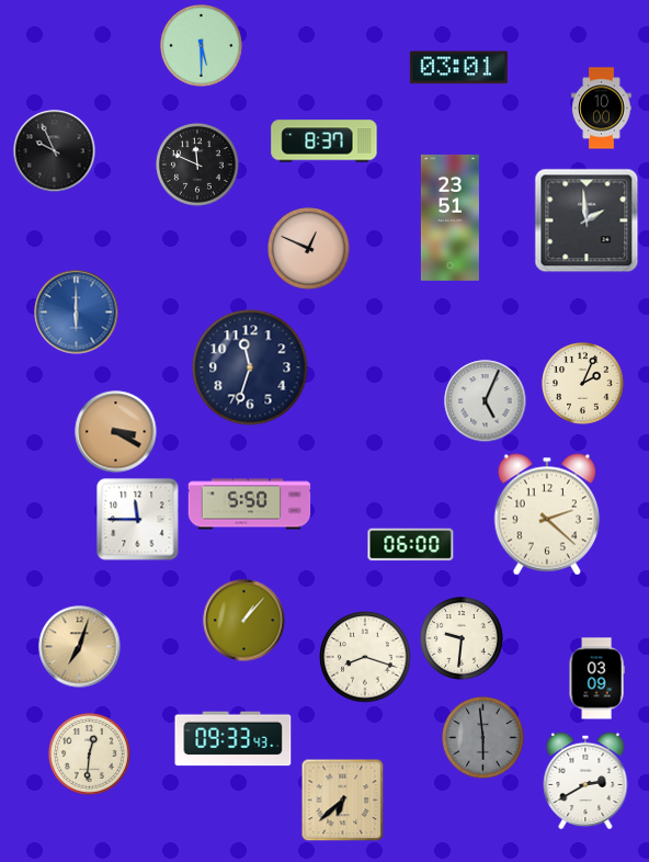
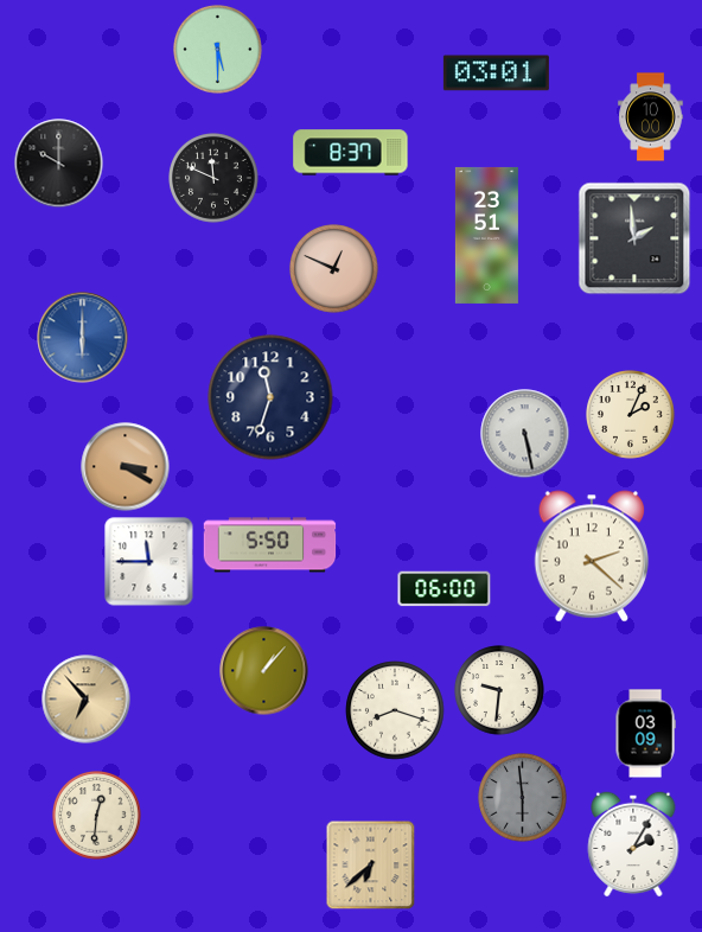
clock at (55, 151): 9:56 -> 10:00
clock at (486, 401): 5:04 -> 5:28
clock at (80, 647): 7:03 -> 6:53
clock at (234, 739): 09:33 -> none
clock at (585, 781): 2:40 -> 2:05
